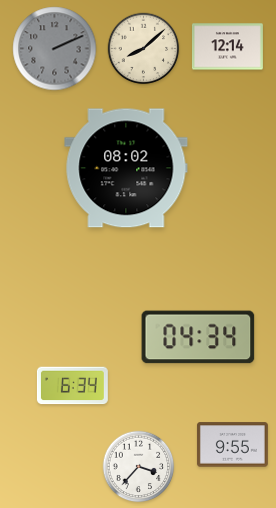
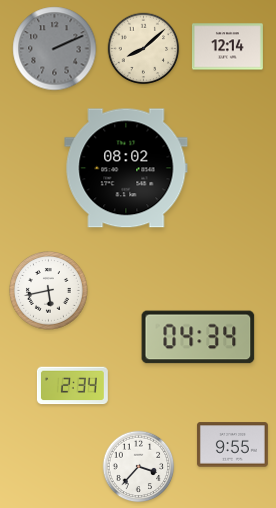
clock at (49, 291): none -> 5:43
clock at (72, 386): 6:34 -> 2:34
